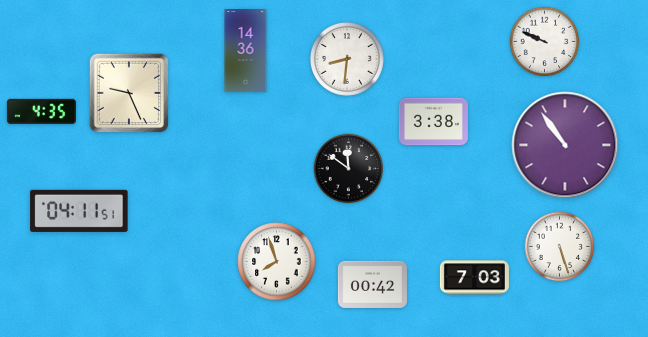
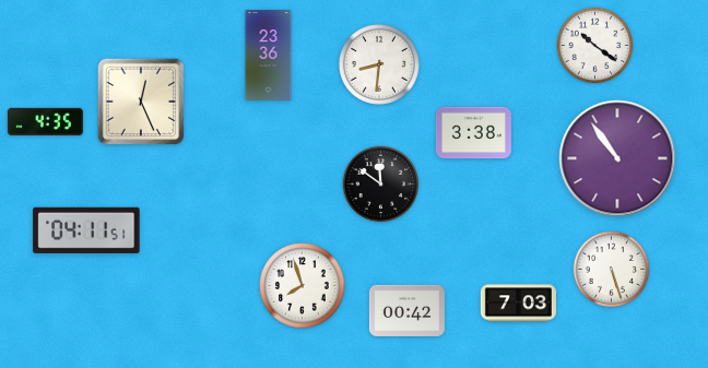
clock at (545, 42): 9:49 -> 10:21
clock at (246, 51): 14:36 -> 23:36
clock at (129, 93): 9:26 -> 12:26
